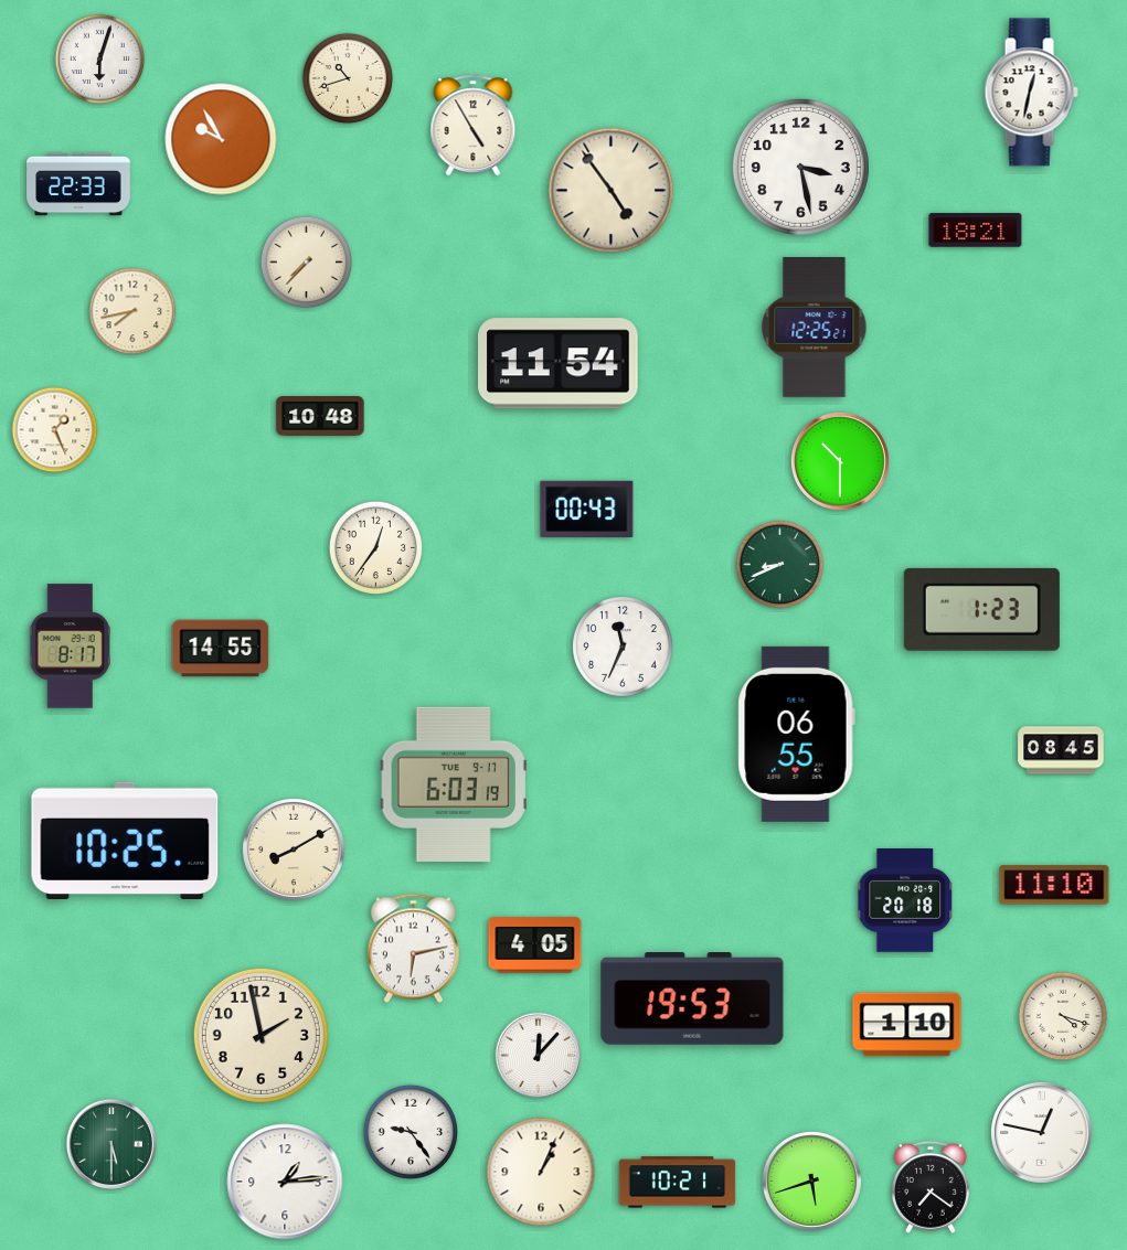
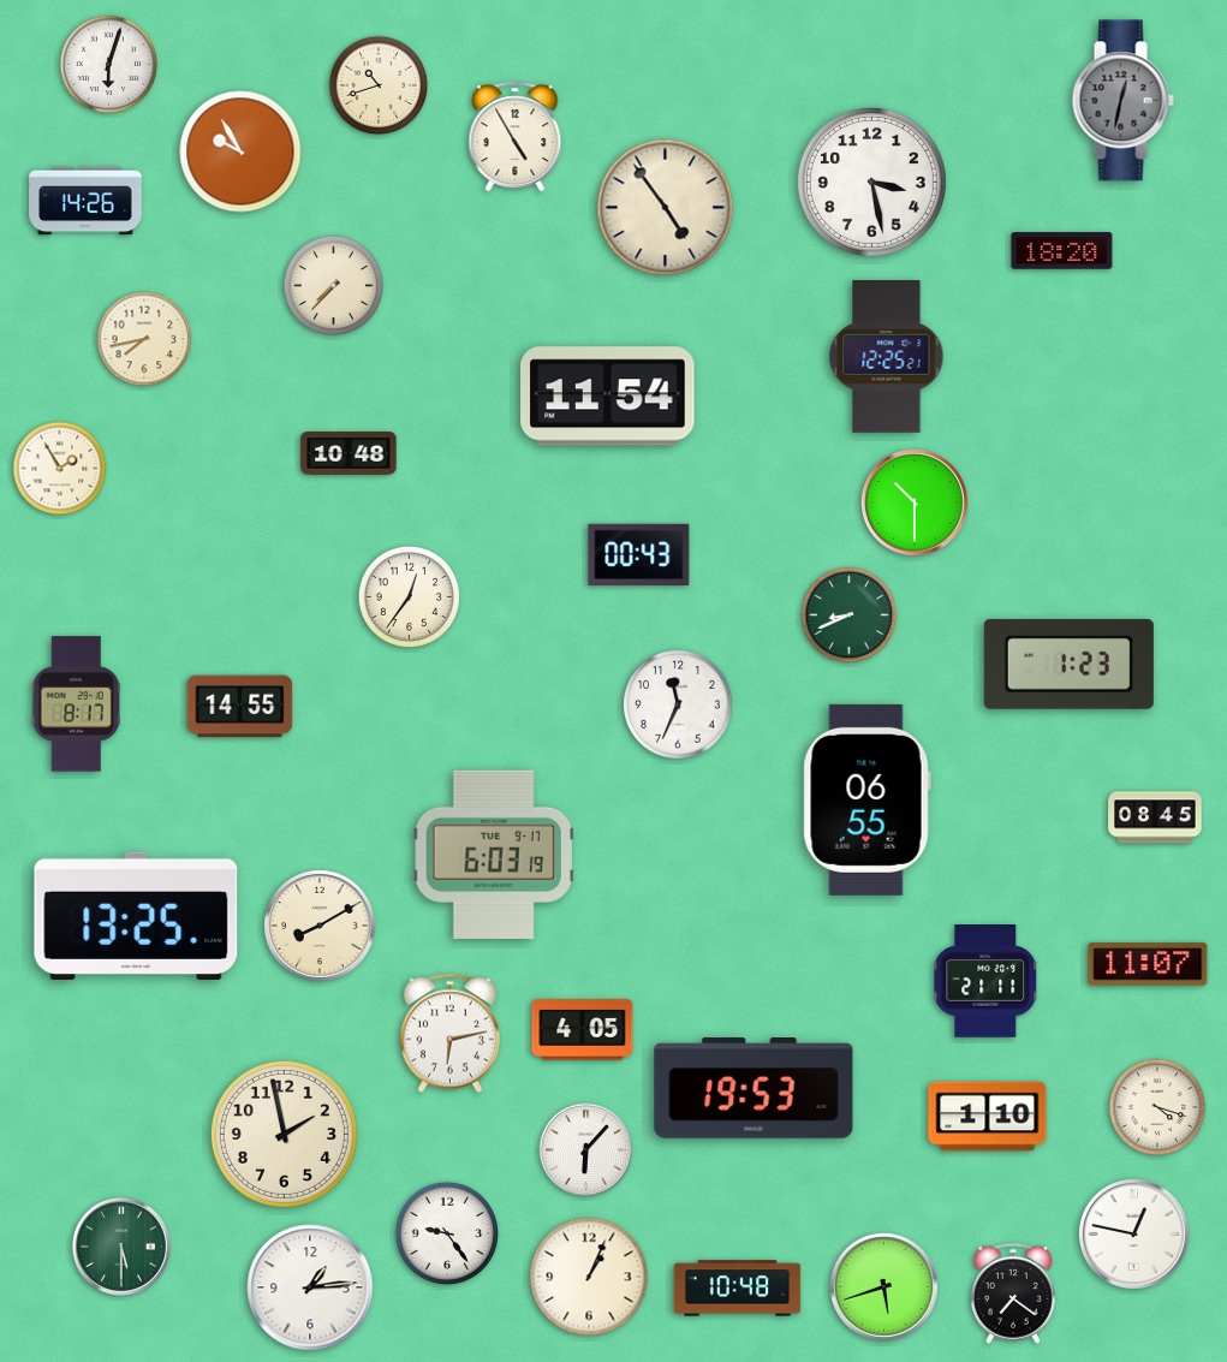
clock at (1031, 93) dial: white -> grey
clock at (78, 184): 22:33 -> 14:26
clock at (976, 231): 18:21 -> 18:20
clock at (55, 430): 1:26 -> 1:55
clock at (125, 840): 10:25 -> 13:25
clock at (1054, 885): 11:10 -> 11:07
clock at (905, 901): 20:18 -> 21:11
clock at (261, 1035) position: (261, 1035) -> (284, 1134)
clock at (539, 1056): 12:07 -> 6:07
clock at (678, 1183): 10:21 -> 10:48
